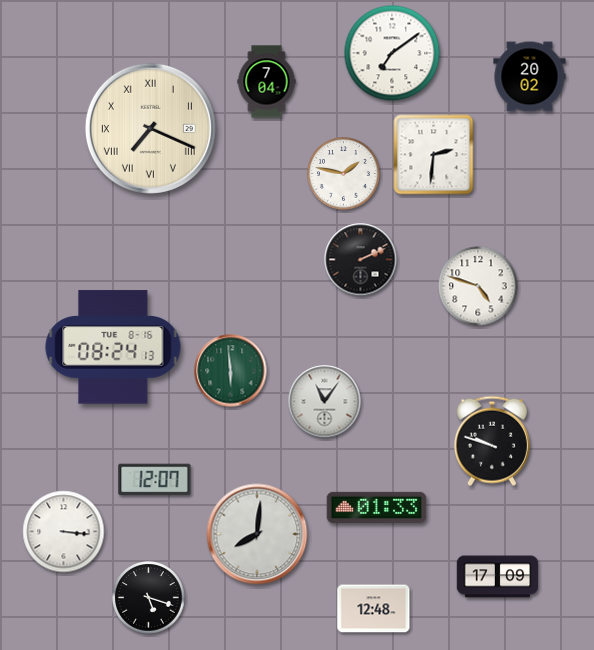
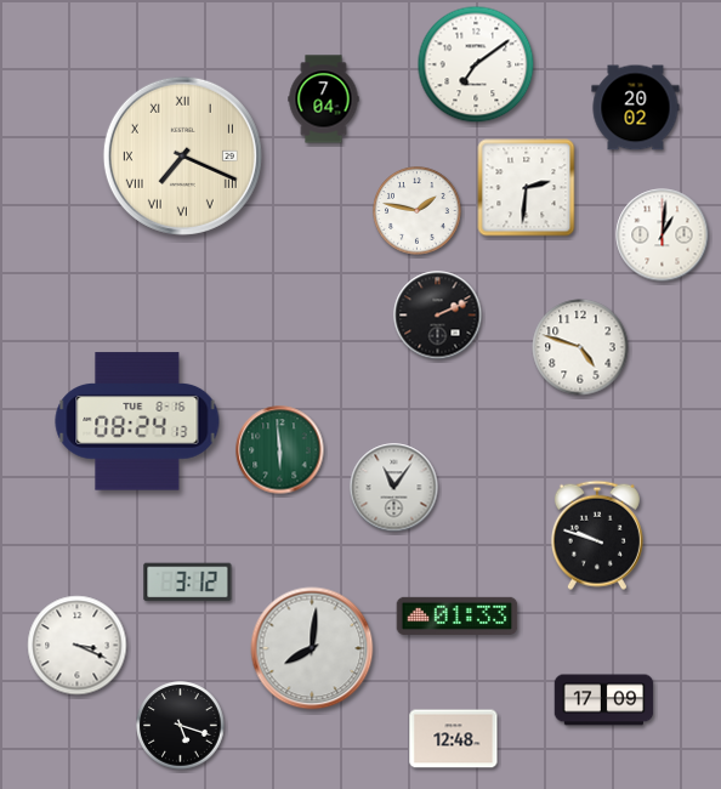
clock at (530, 77) position: (530, 77) -> (636, 108)
clock at (663, 235): none -> 1:01
clock at (155, 480): 12:07 -> 3:12
clock at (64, 532): 3:16 -> 3:19
